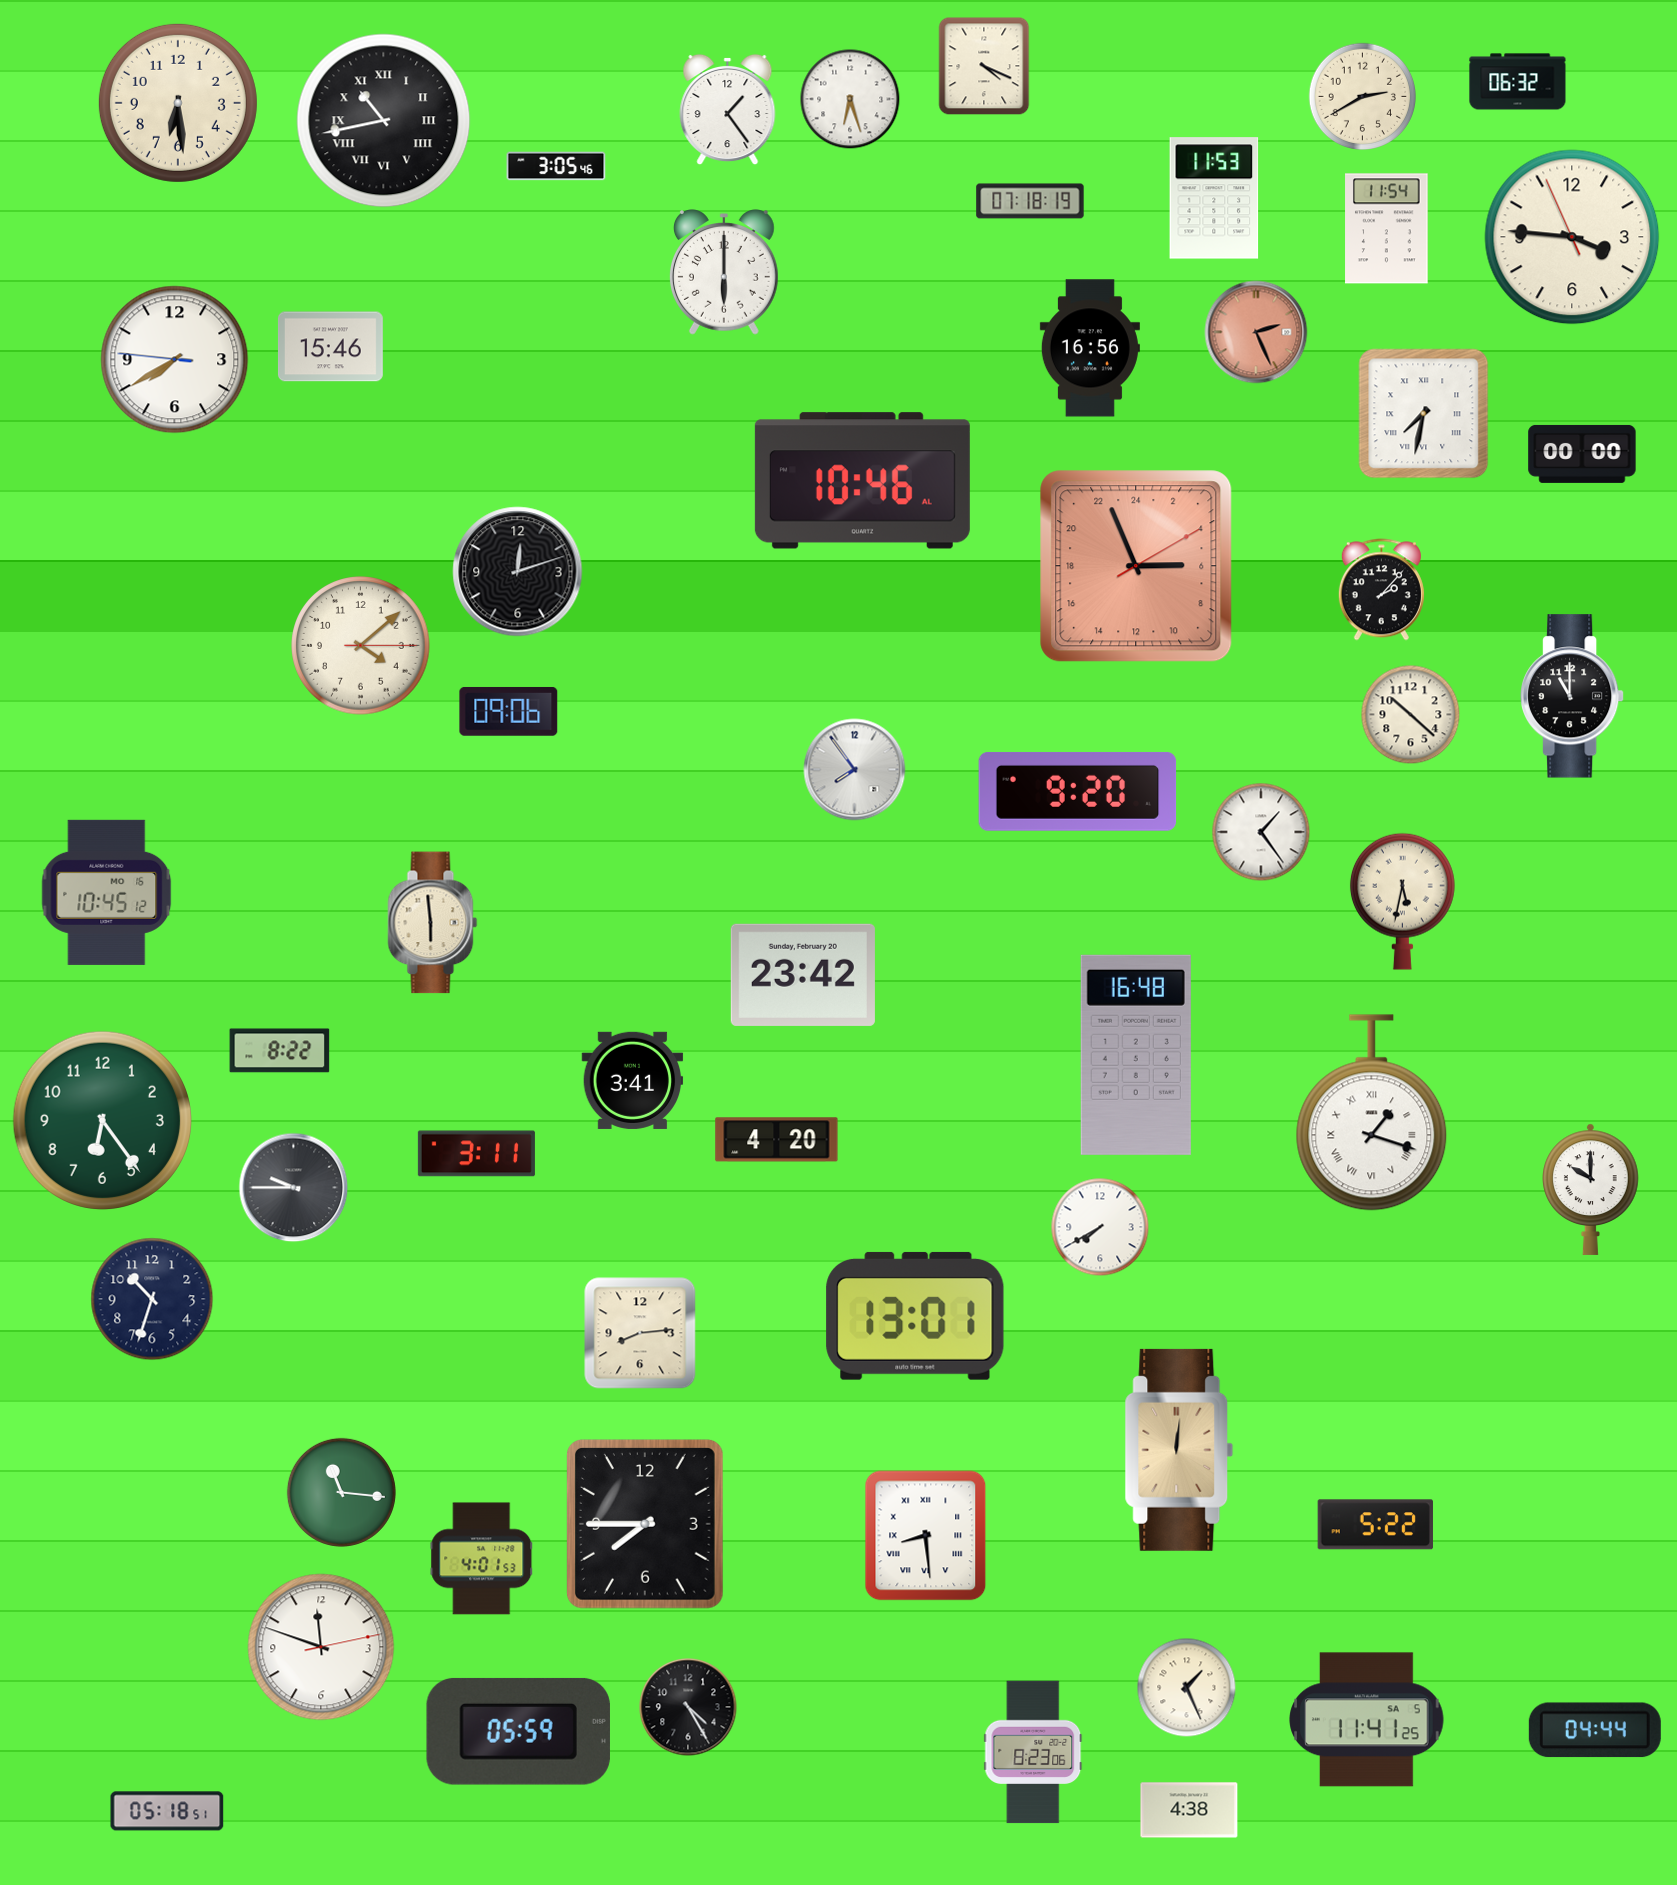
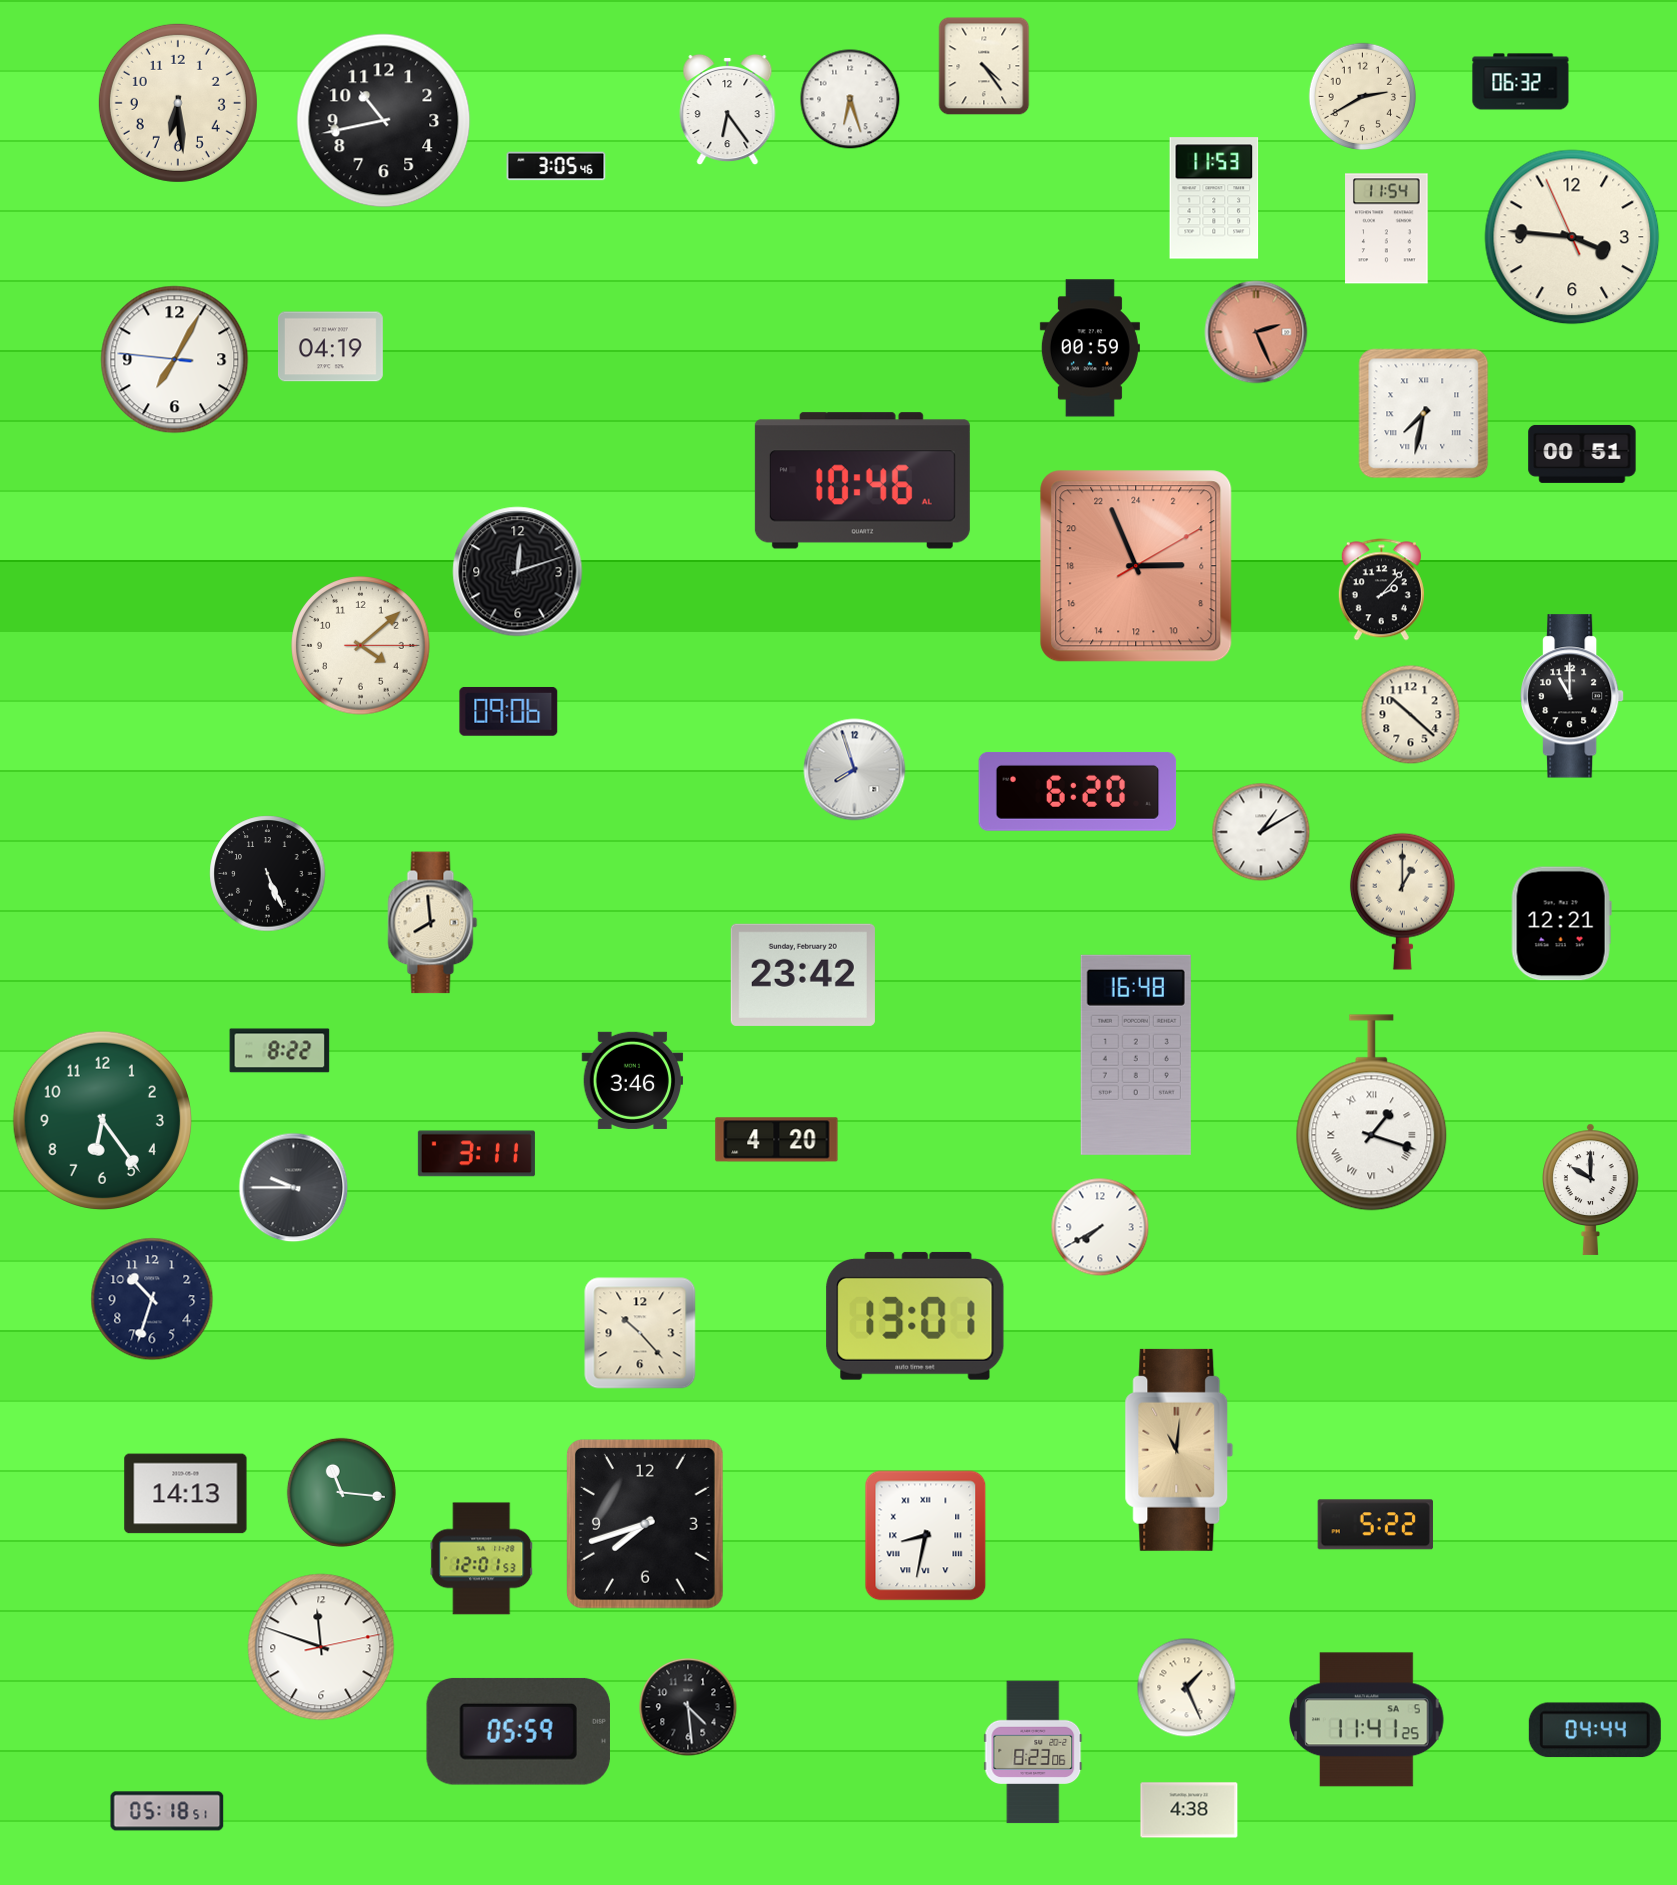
clock at (984, 66): 4:19 -> 4:24
clock at (1518, 82) position: (1518, 82) -> (1521, 82)
clock at (728, 110): 1:24 -> 6:24
clock at (384, 121) numerals: Roman -> Arabic
clock at (1030, 201): 07:18 -> none
clock at (724, 272): 6:00 -> none
clock at (330, 347): 15:46 -> 04:19
clock at (1090, 348): 16:56 -> 00:59
clock at (175, 360): 7:39 -> 7:04
clock at (1582, 454): 00:00 -> 00:51
clock at (855, 770): 7:54 -> 7:57
clock at (1078, 791): 9:20 -> 6:20
clock at (1261, 832): 1:24 -> 1:10
clock at (268, 874): none -> 5:26
clock at (107, 892): 10:45 -> none
clock at (1402, 901): 5:32 -> 1:00
clock at (433, 923): 5:59 -> 7:59
clock at (1561, 924): none -> 12:21
clock at (633, 1080): 3:41 -> 3:46
clock at (640, 1333): 8:14 -> 10:23
clock at (1179, 1450): 12:01 -> 11:01
clock at (186, 1494): none -> 14:13
clock at (645, 1525): 7:45 -> 7:42
clock at (926, 1536): 8:29 -> 8:32
clock at (482, 1559): 4:01 -> 12:01
clock at (688, 1707): 4:25 -> 4:29
